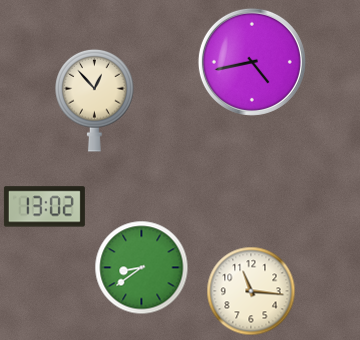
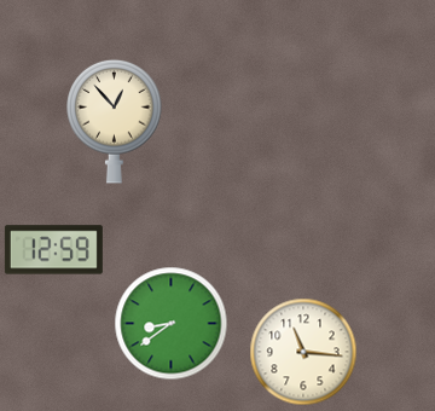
clock at (252, 62): 4:43 -> none
clock at (44, 207): 13:02 -> 12:59
